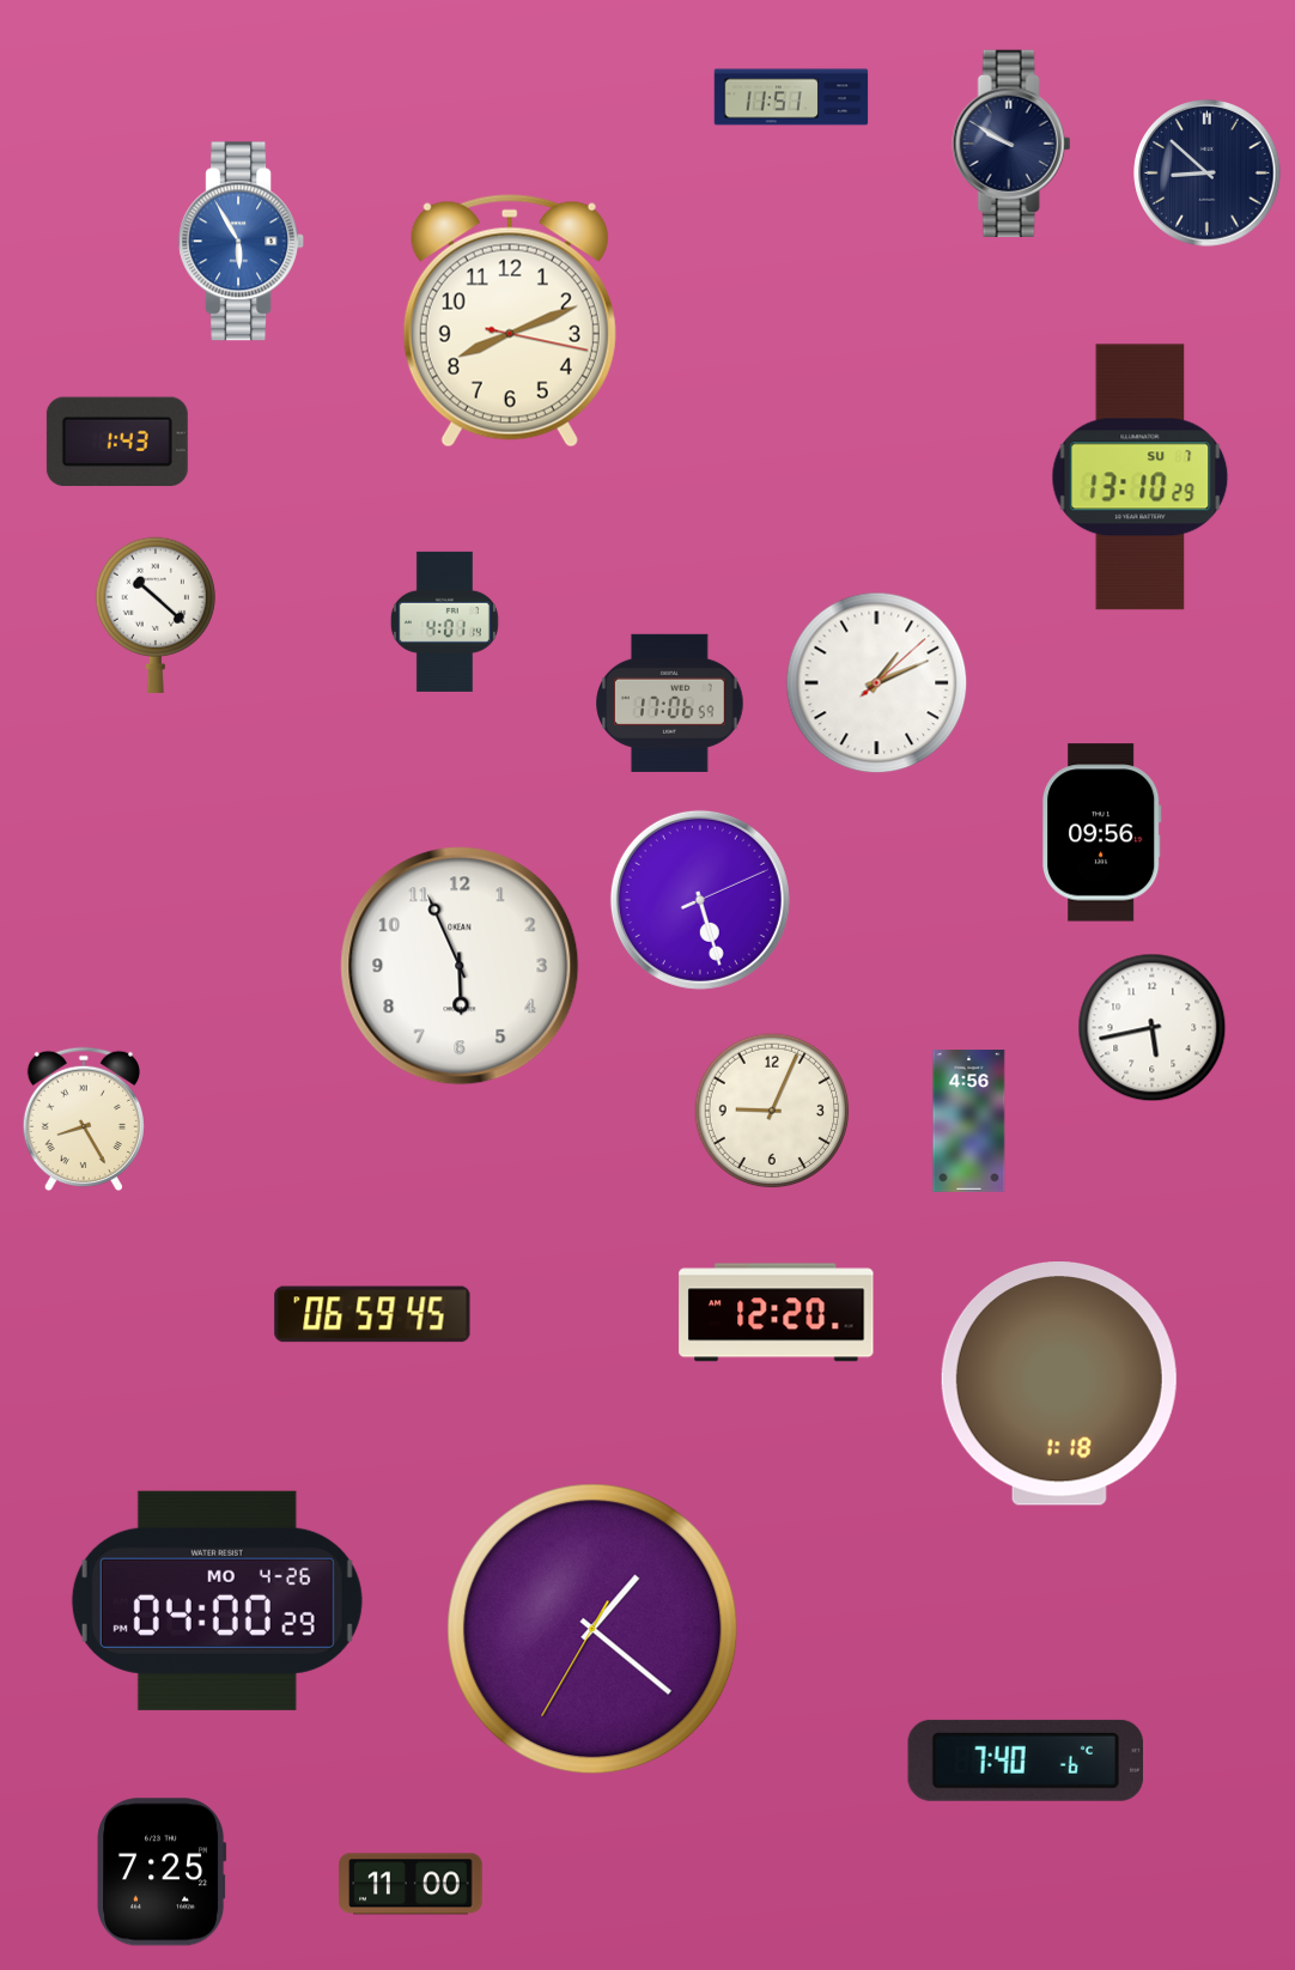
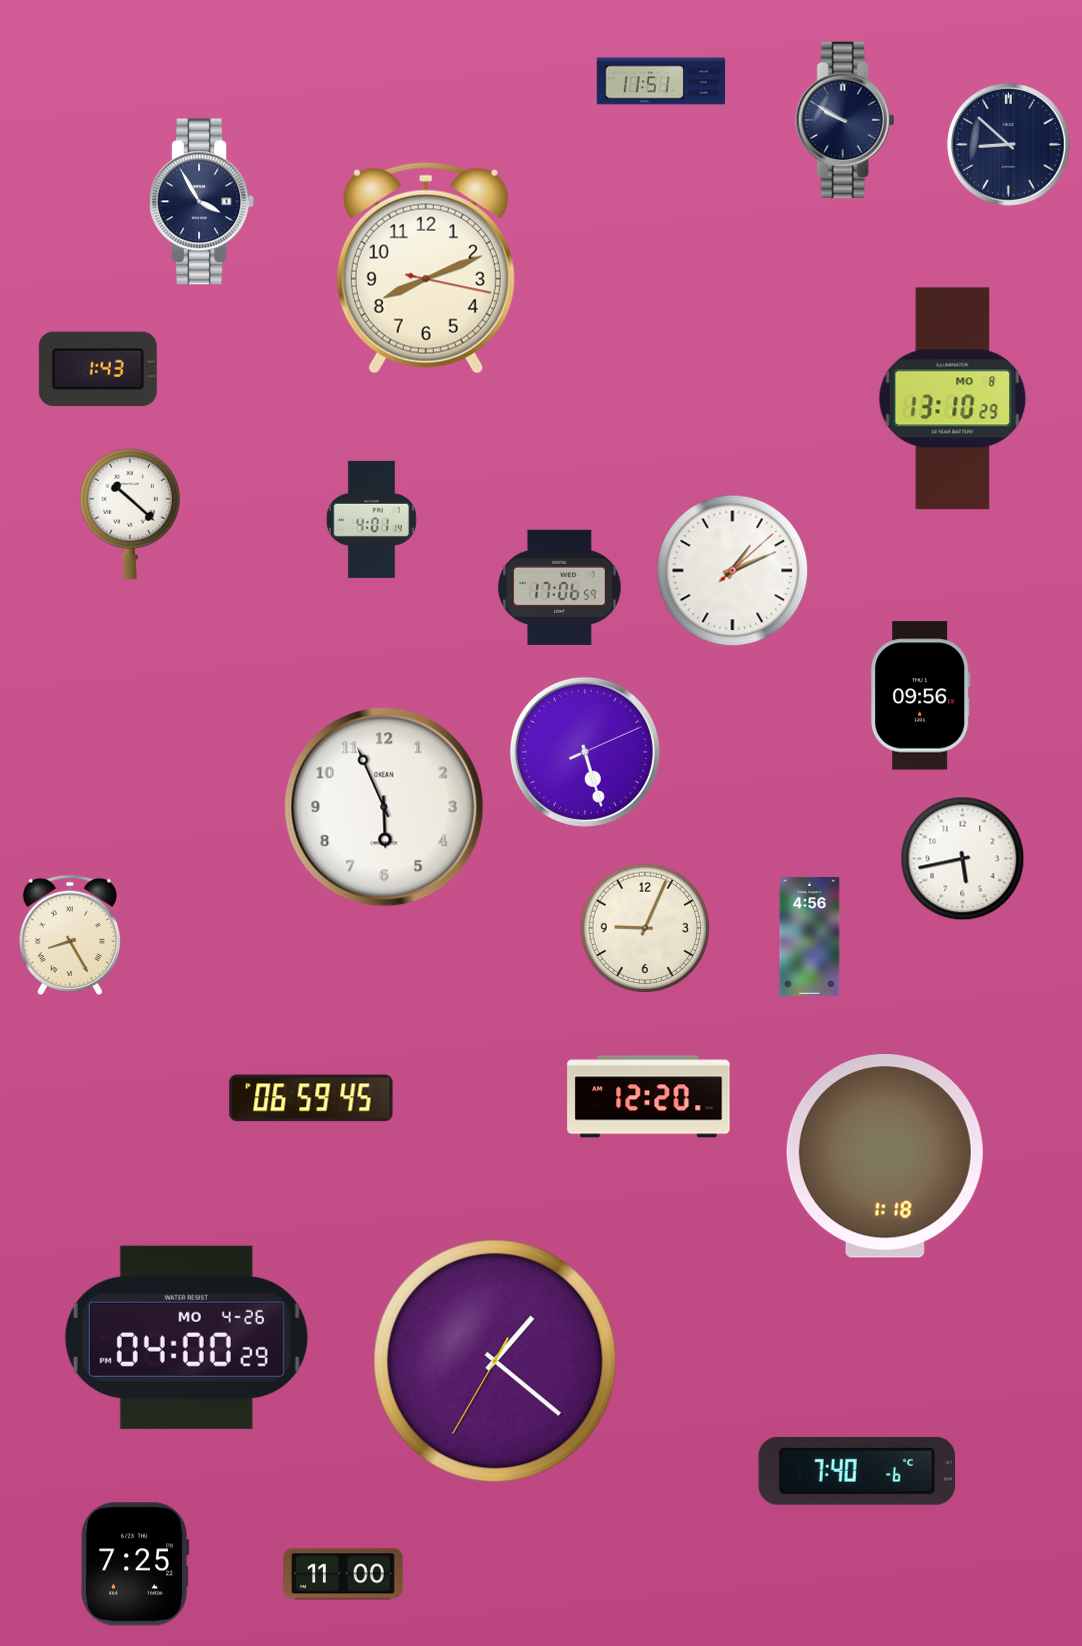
clock at (242, 242): 5:55 -> 3:55
clock at (242, 242) dial: blue -> navy
clock at (1141, 478) date: SU 7 -> MO 8
clock at (217, 1600) position: (217, 1600) -> (186, 1337)
